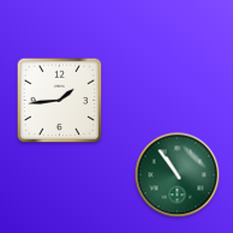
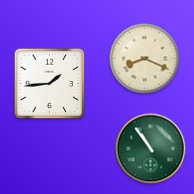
clock at (145, 59): none -> 8:19
clock at (178, 175) position: (178, 175) -> (151, 149)
